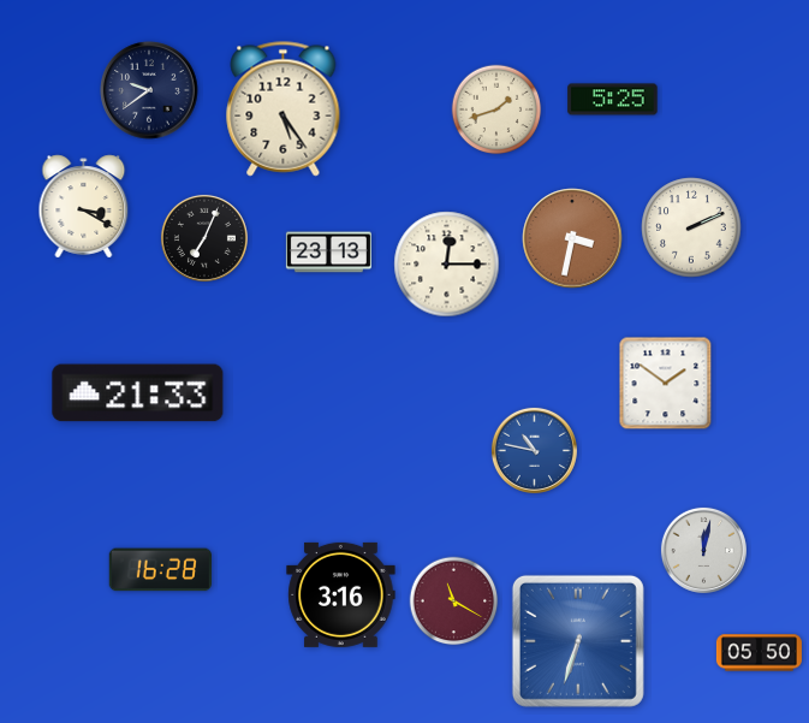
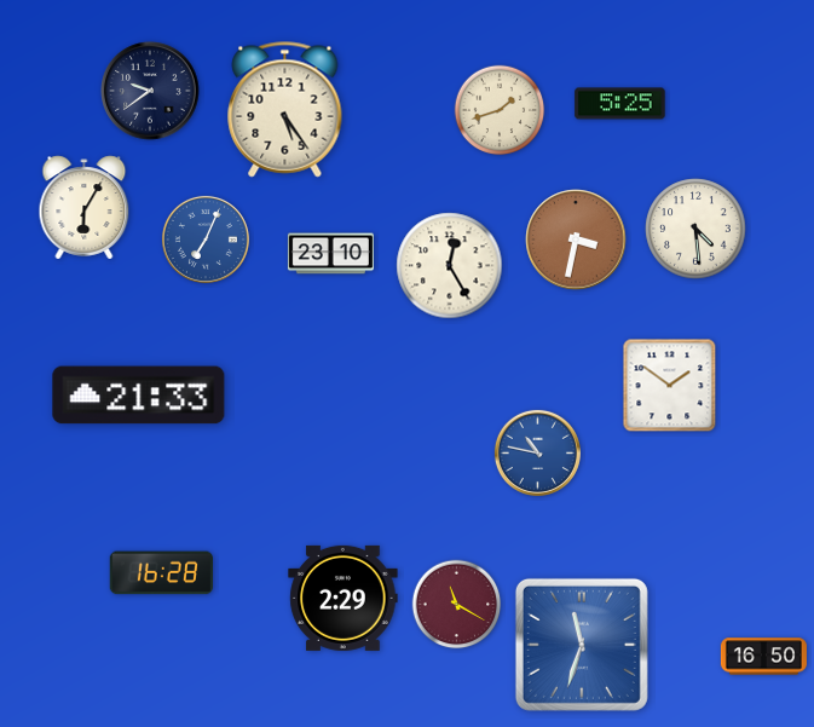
clock at (613, 100) position: (613, 100) -> (620, 104)
clock at (84, 207): 3:20 -> 6:05
clock at (691, 227): 2:11 -> 4:29
clock at (204, 238) dial: black -> blue
clock at (328, 253): 23:13 -> 23:10
clock at (447, 265): 12:15 -> 12:25
clock at (703, 550): 12:02 -> none
clock at (341, 594): 3:16 -> 2:29
clock at (578, 641): 6:33 -> 11:33
clock at (759, 653): 05:50 -> 16:50
